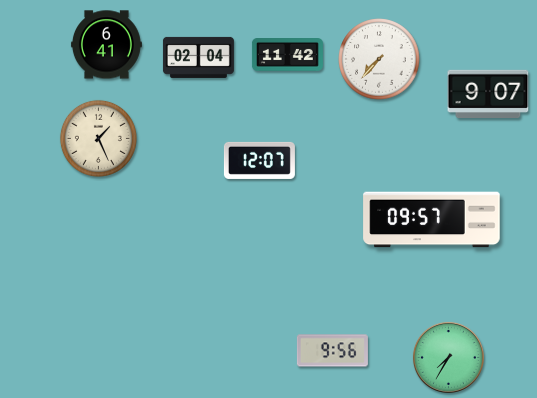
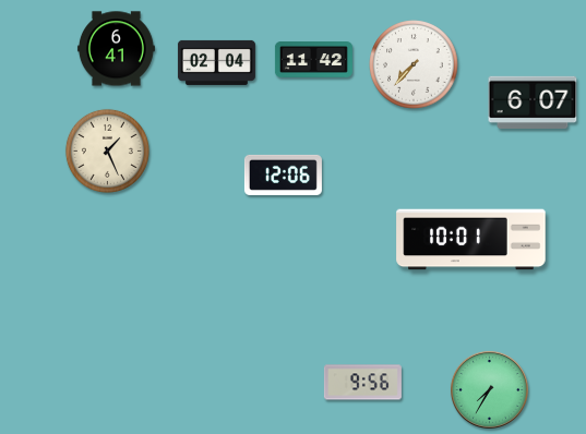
clock at (488, 93): 9:07 -> 6:07
clock at (259, 160): 12:07 -> 12:06
clock at (432, 220): 09:57 -> 10:01
